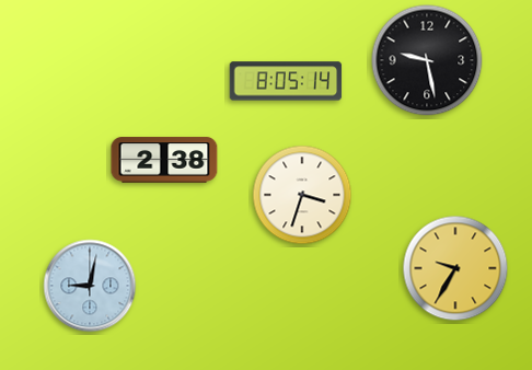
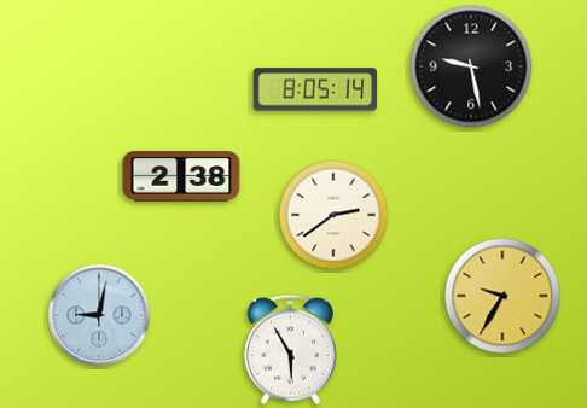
clock at (302, 195): 3:33 -> 2:39
clock at (290, 349): none -> 5:55
